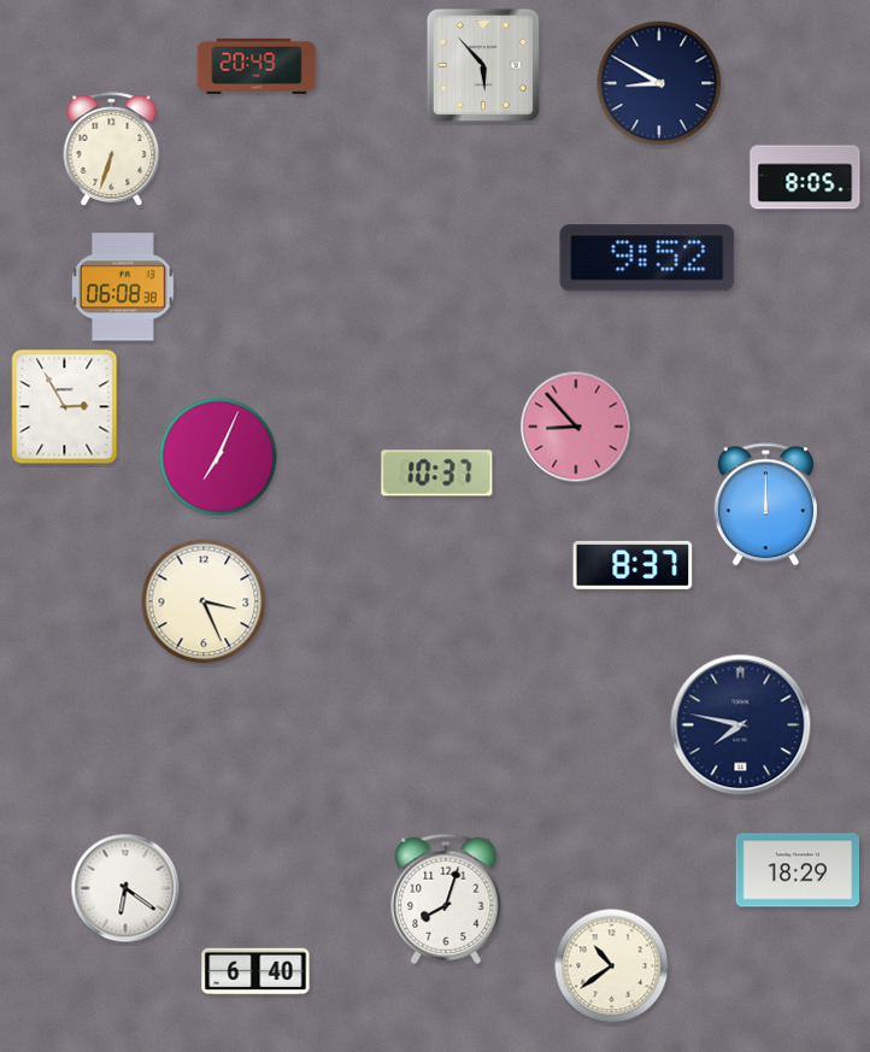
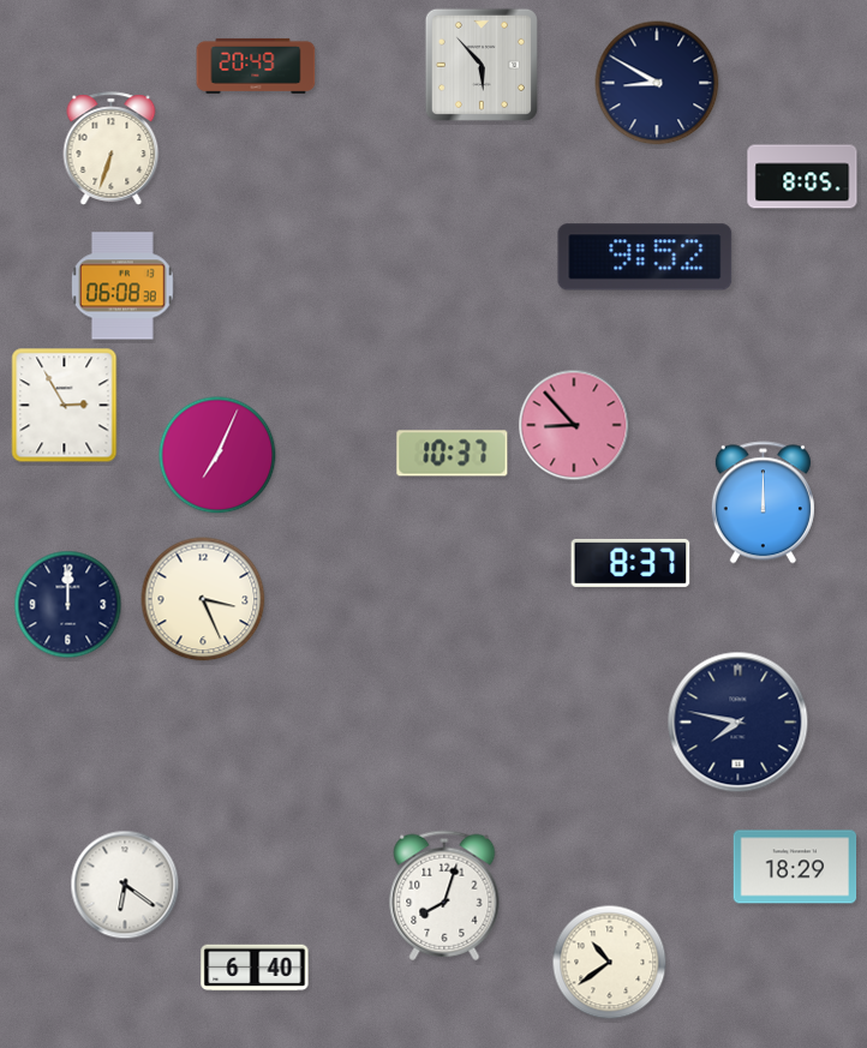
clock at (437, 474) position: (437, 474) -> (453, 454)
clock at (68, 605): none -> 12:00
